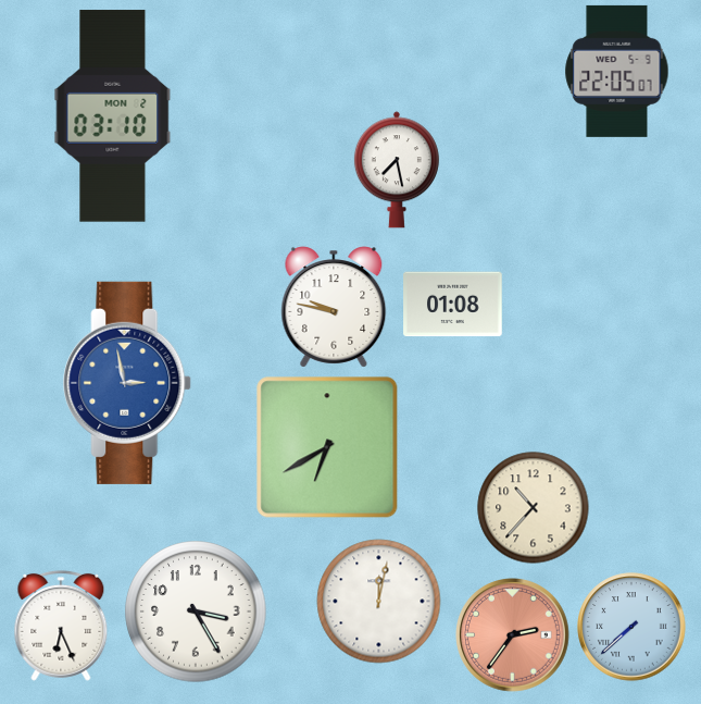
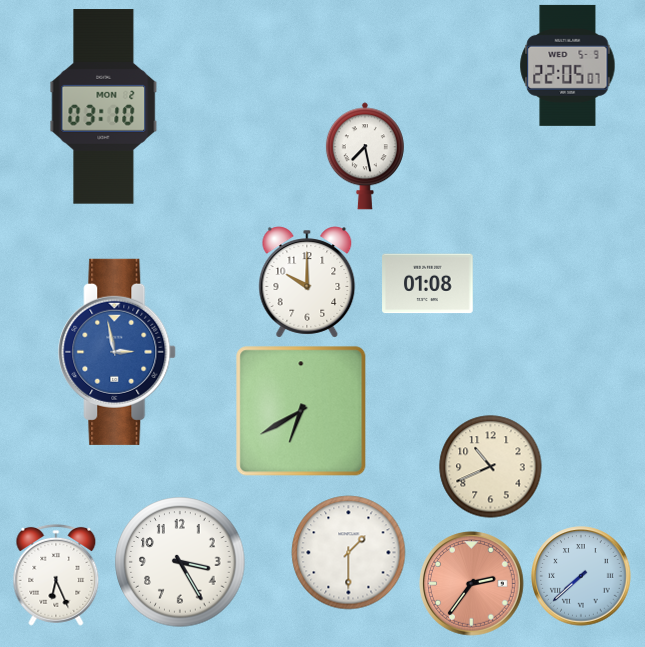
clock at (453, 305) position: (453, 305) -> (428, 284)
clock at (334, 307): 9:47 -> 10:00
clock at (534, 508): 10:37 -> 10:41
clock at (379, 602): 12:02 -> 1:30
